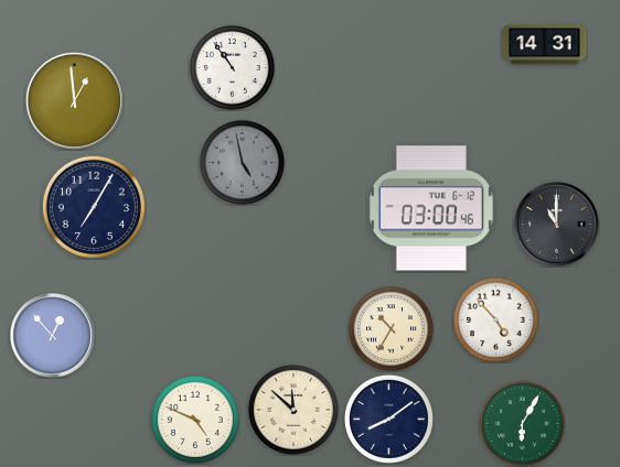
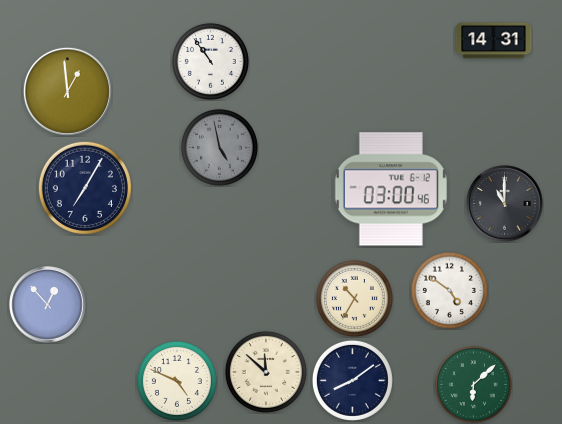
clock at (495, 319): 4:53 -> 4:51
clock at (522, 423): 6:05 -> 6:08
